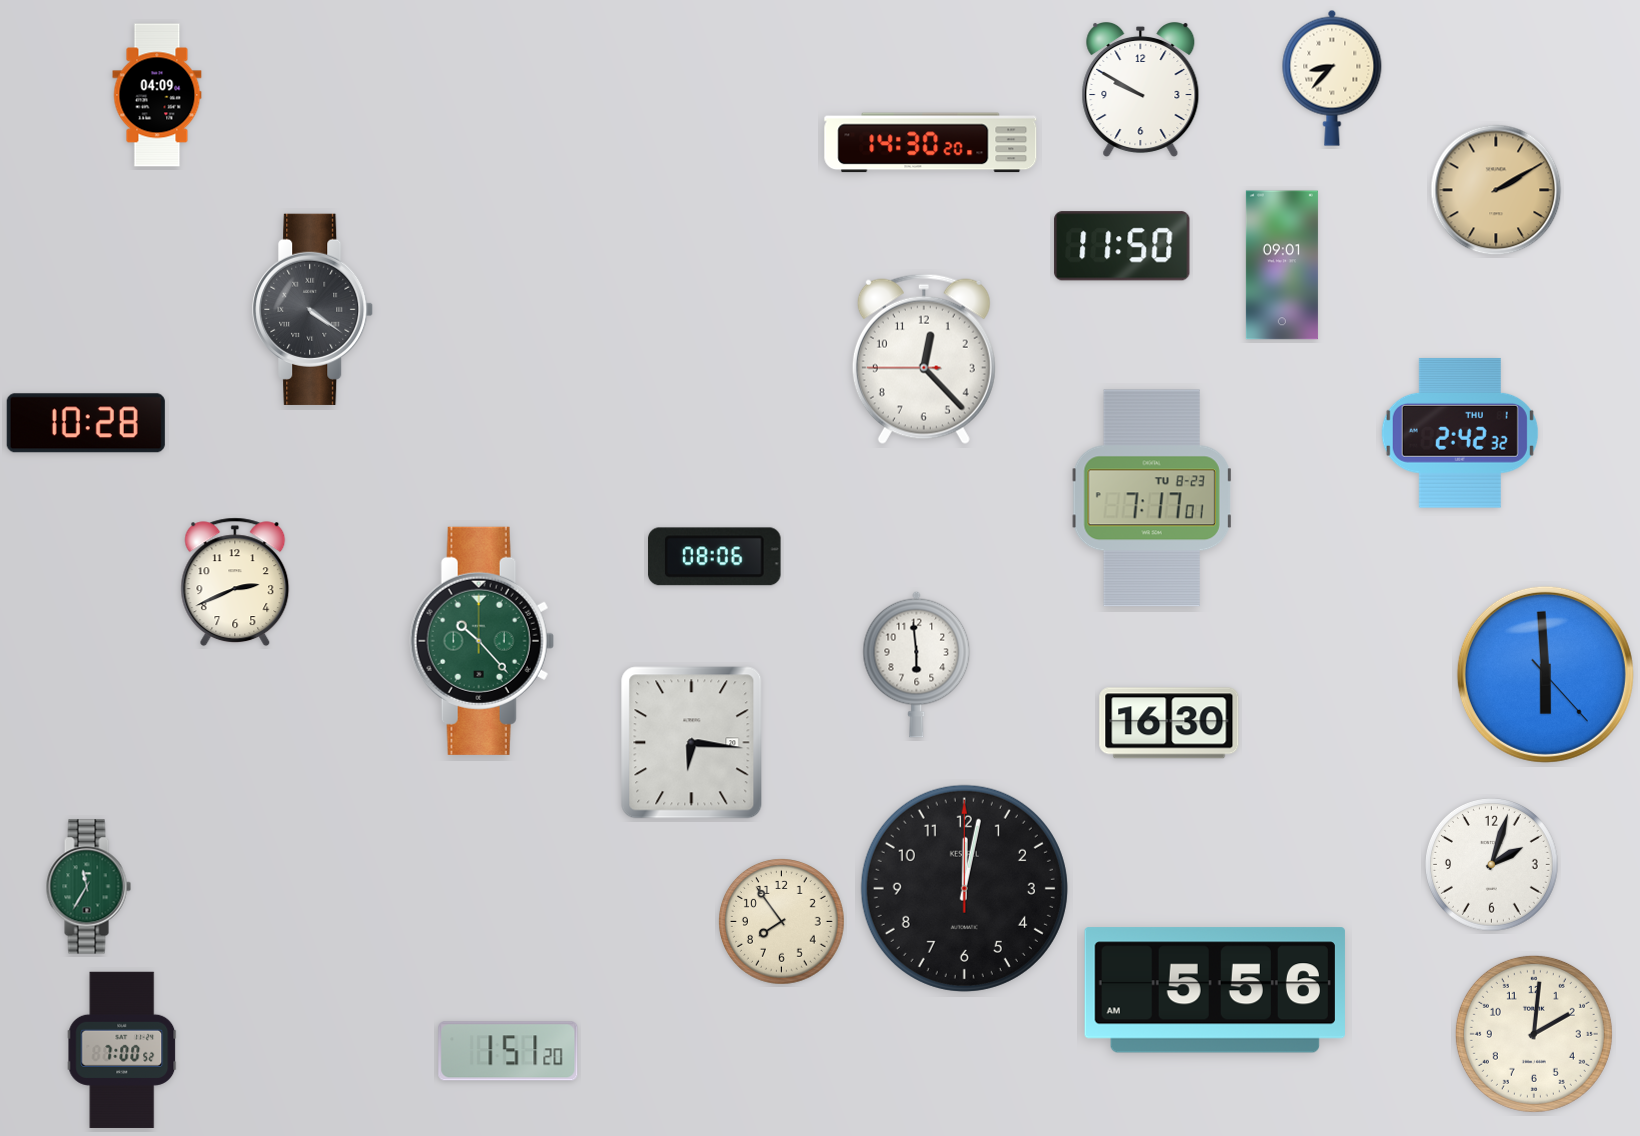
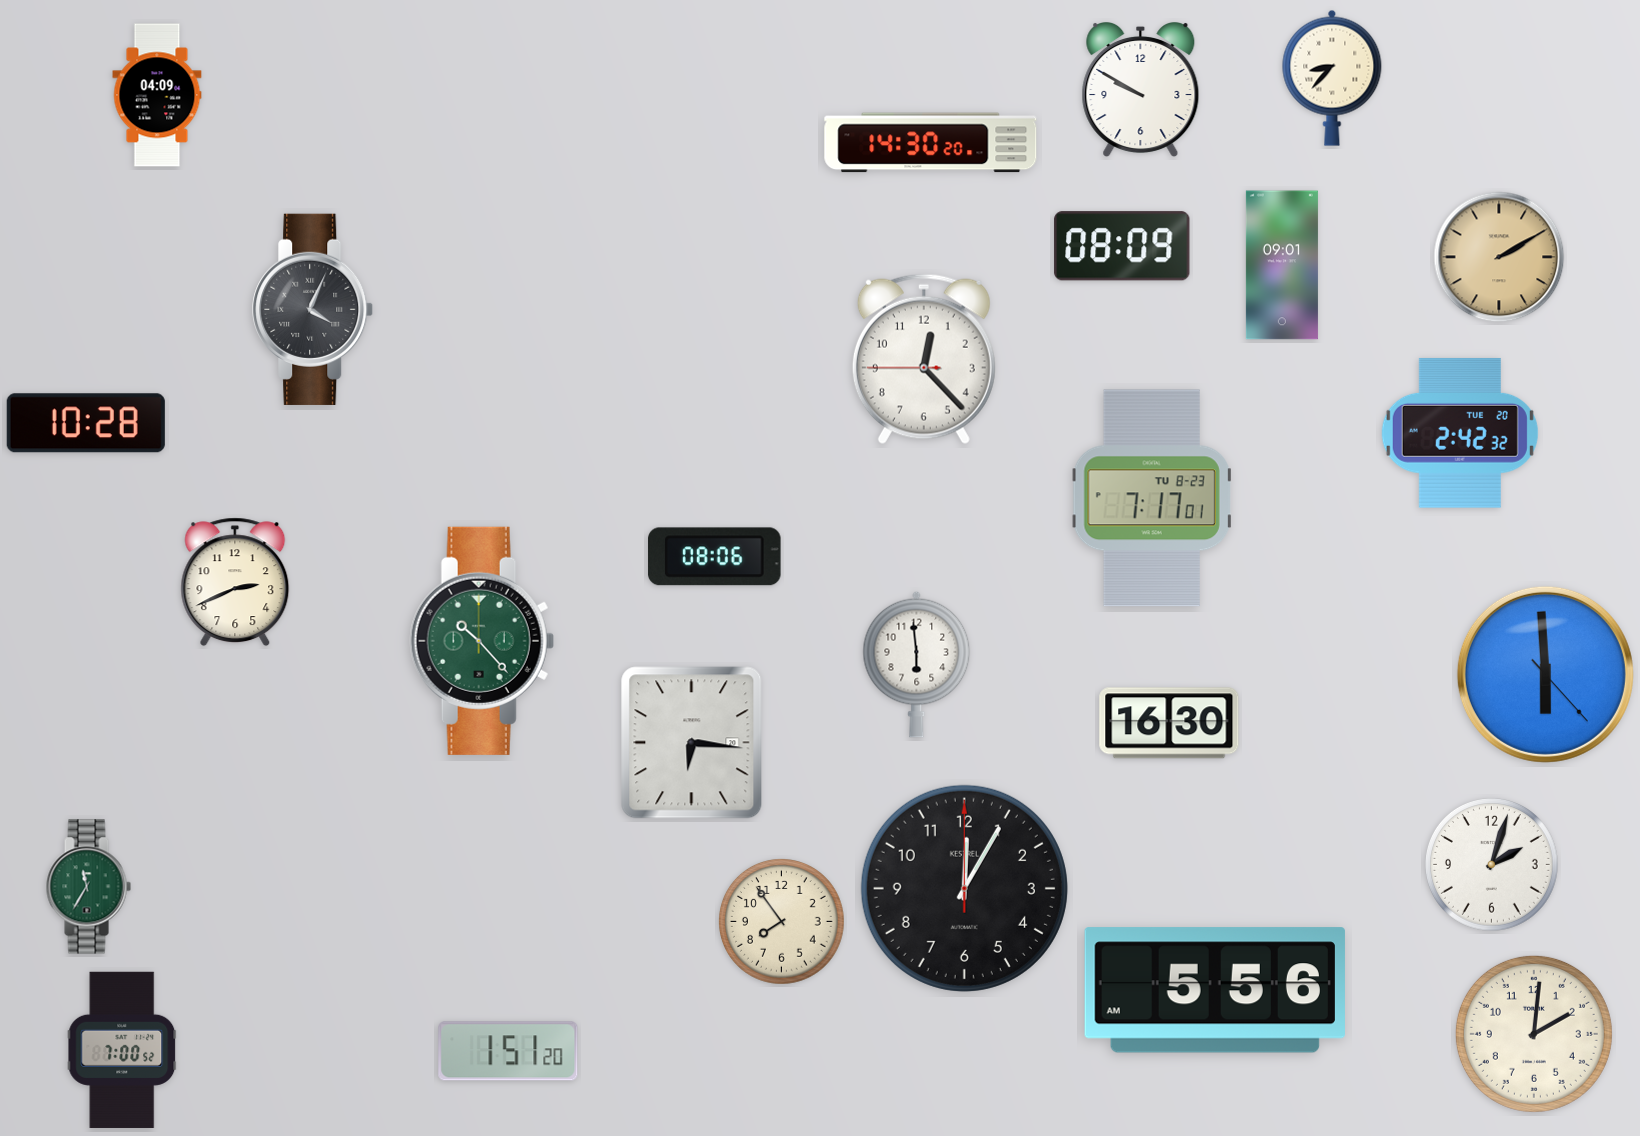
clock at (1496, 190) position: (1496, 190) -> (1499, 257)
clock at (1122, 246): 11:50 -> 08:09
clock at (313, 309): 4:21 -> 4:04
clock at (1460, 433) date: THU 1 -> TUE 20
clock at (964, 888): 12:02 -> 12:05
